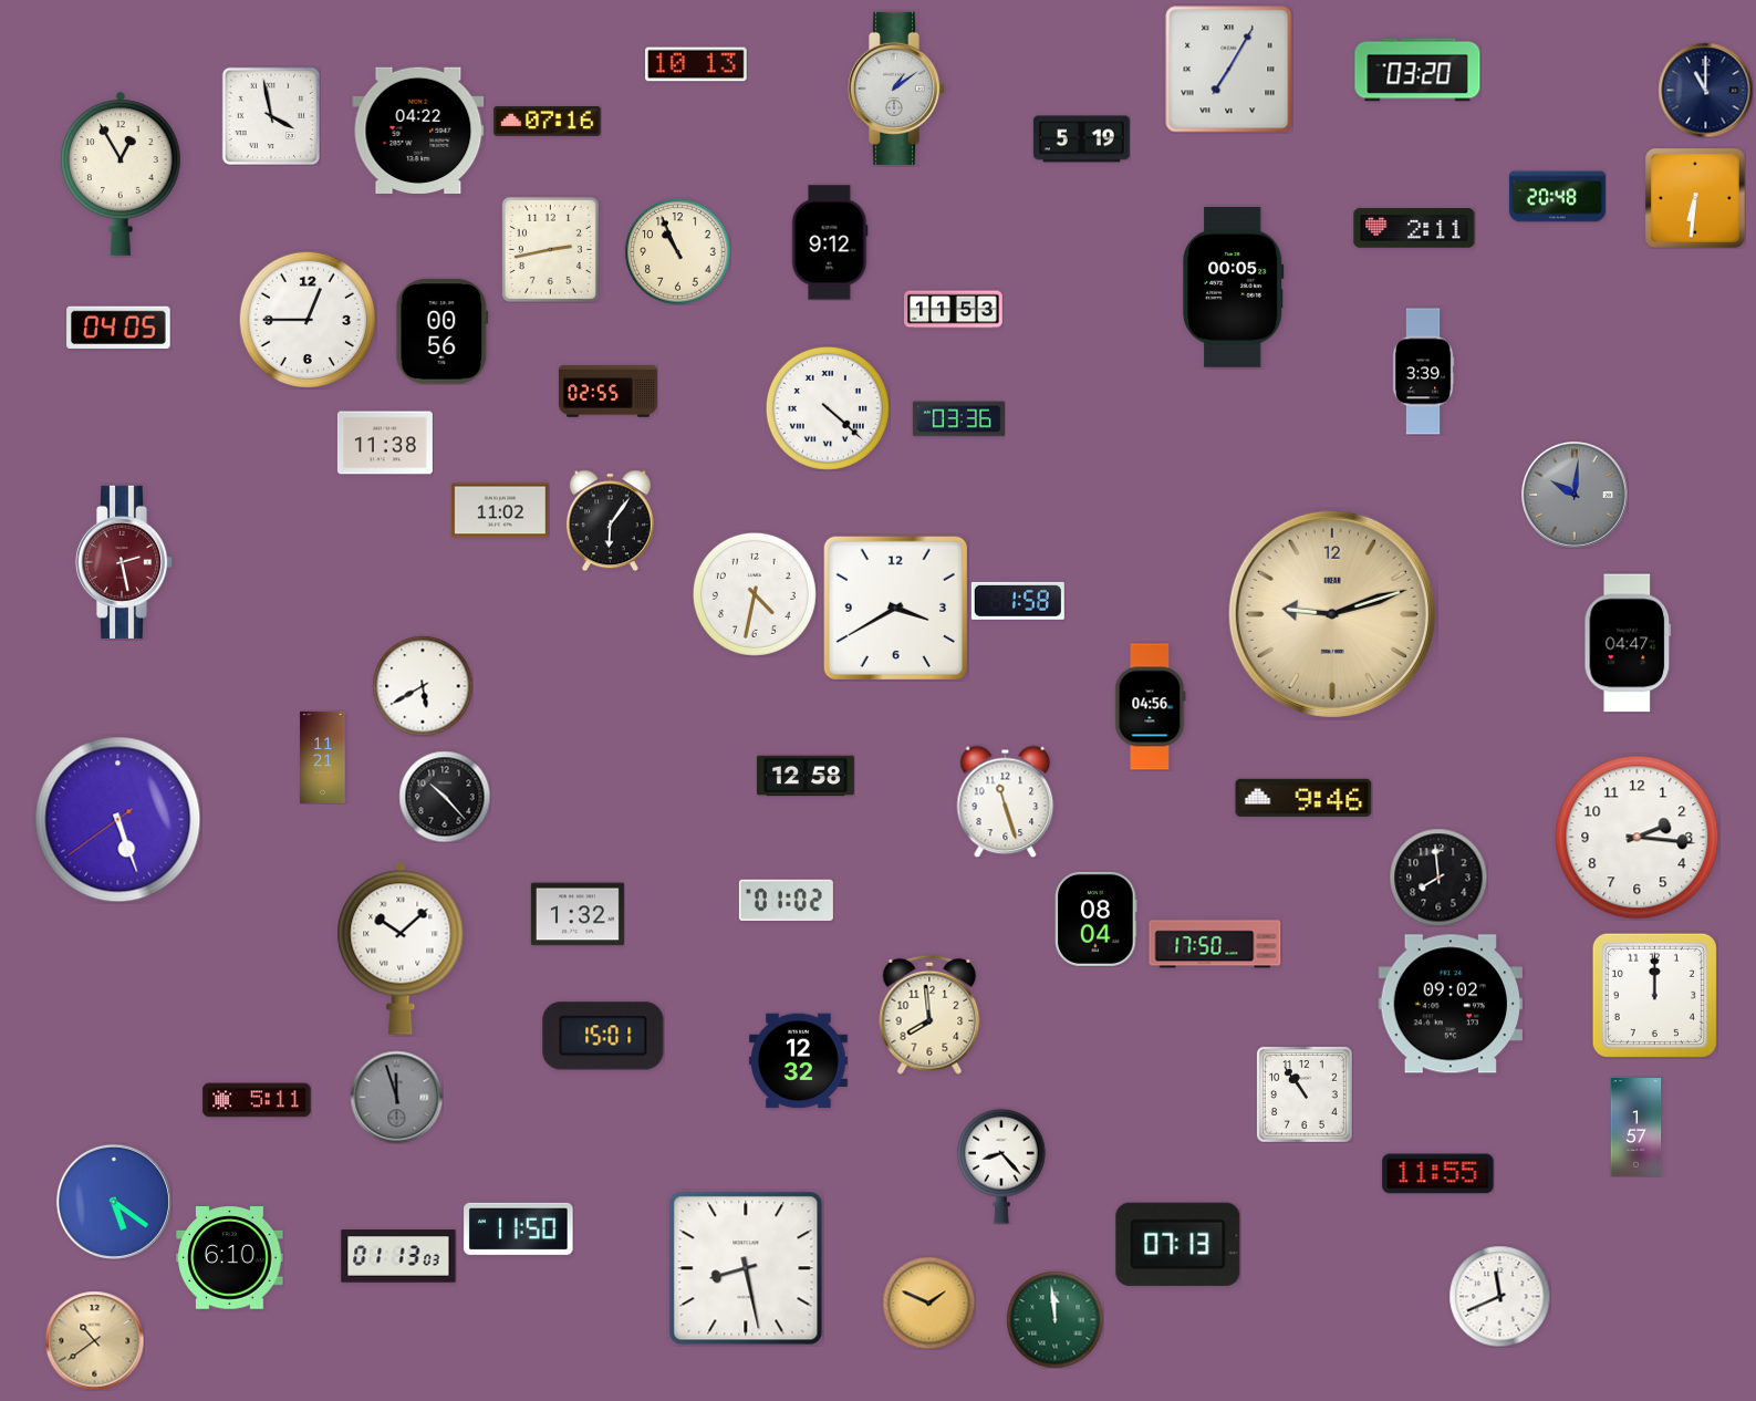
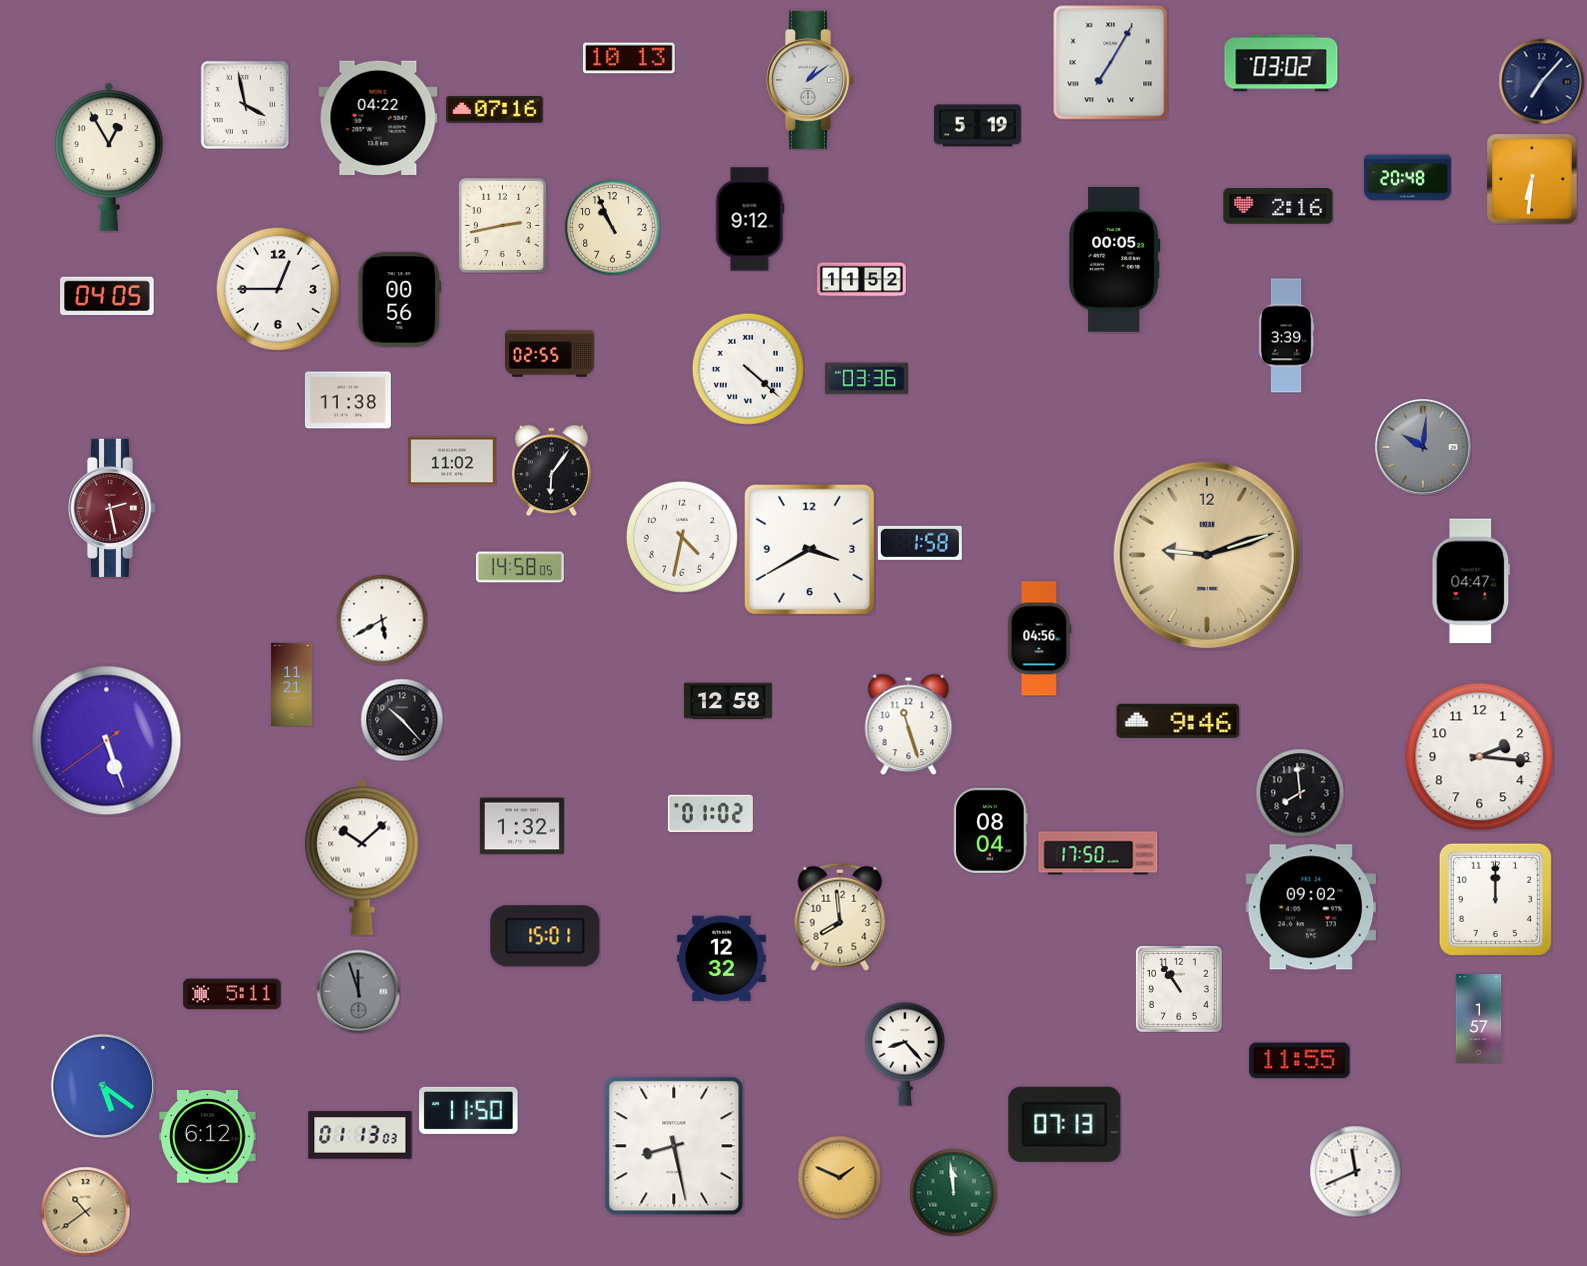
clock at (1417, 70): 03:20 -> 03:02
clock at (1705, 90): 11:00 -> 7:07
clock at (1414, 228): 2:11 -> 2:16
clock at (550, 249) position: (550, 249) -> (502, 225)
clock at (954, 310): 11:53 -> 11:52
clock at (1332, 614) position: (1332, 614) -> (1207, 555)
clock at (520, 567): none -> 14:58
clock at (230, 1258): 6:10 -> 6:12
